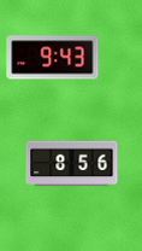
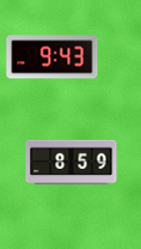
clock at (72, 164): 8:56 -> 8:59
